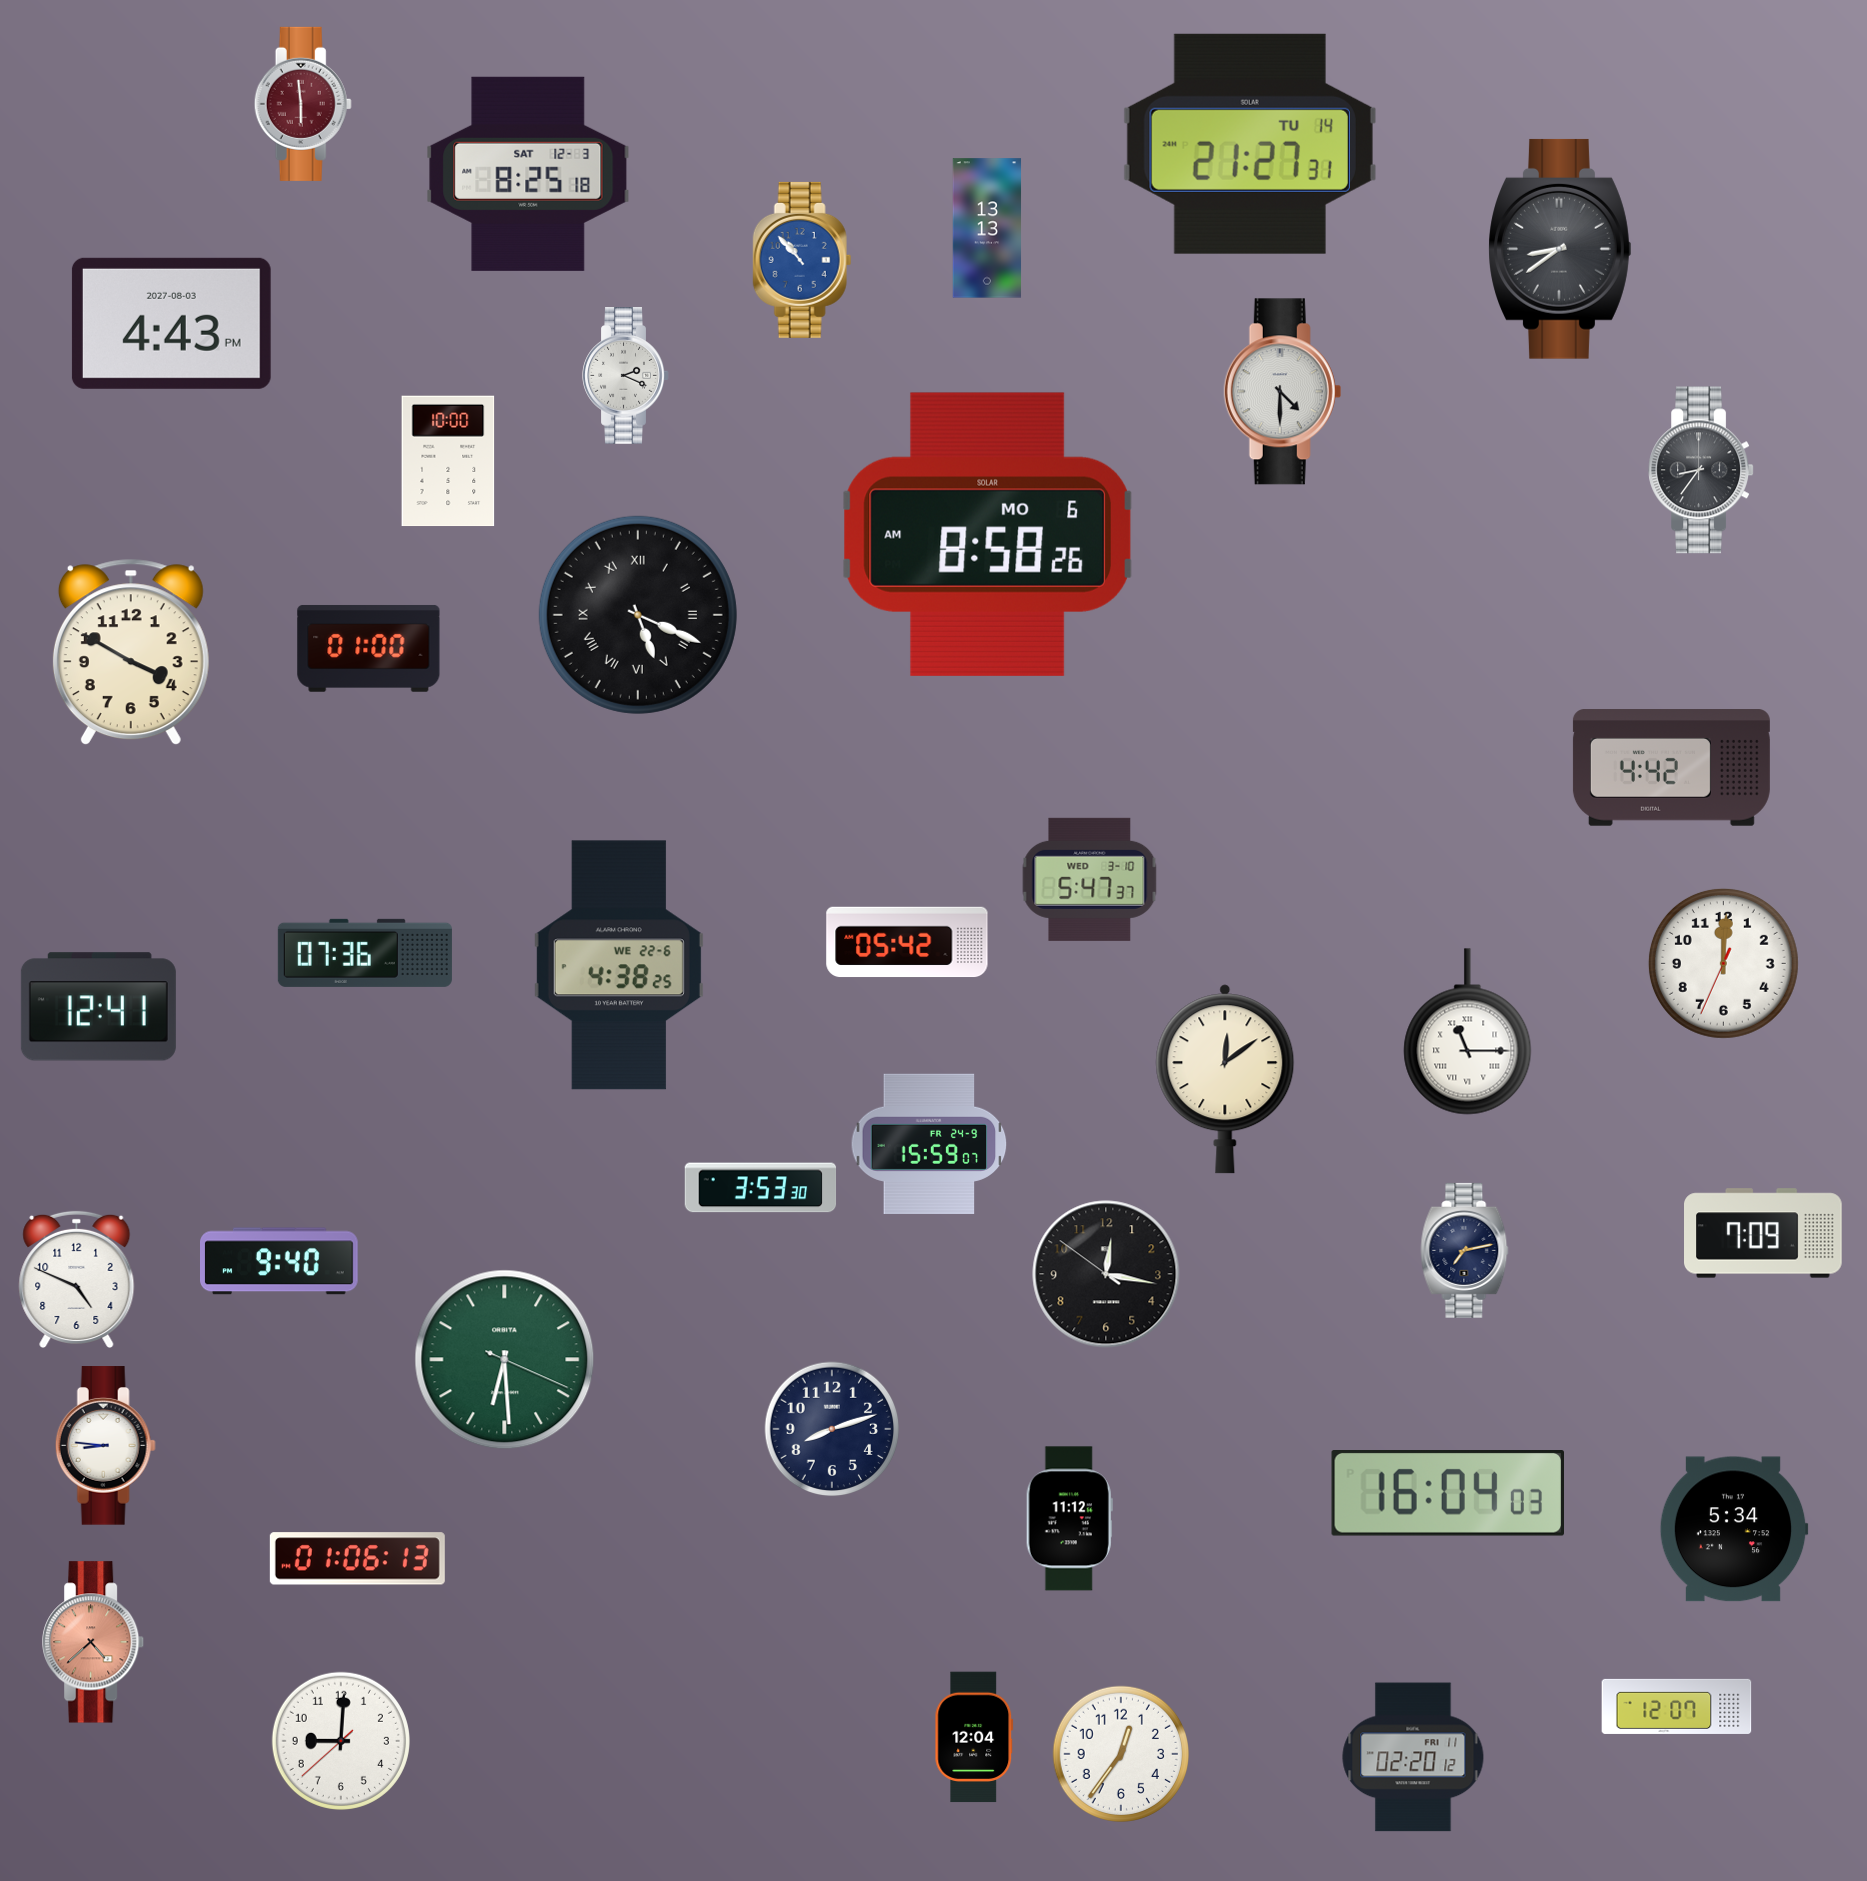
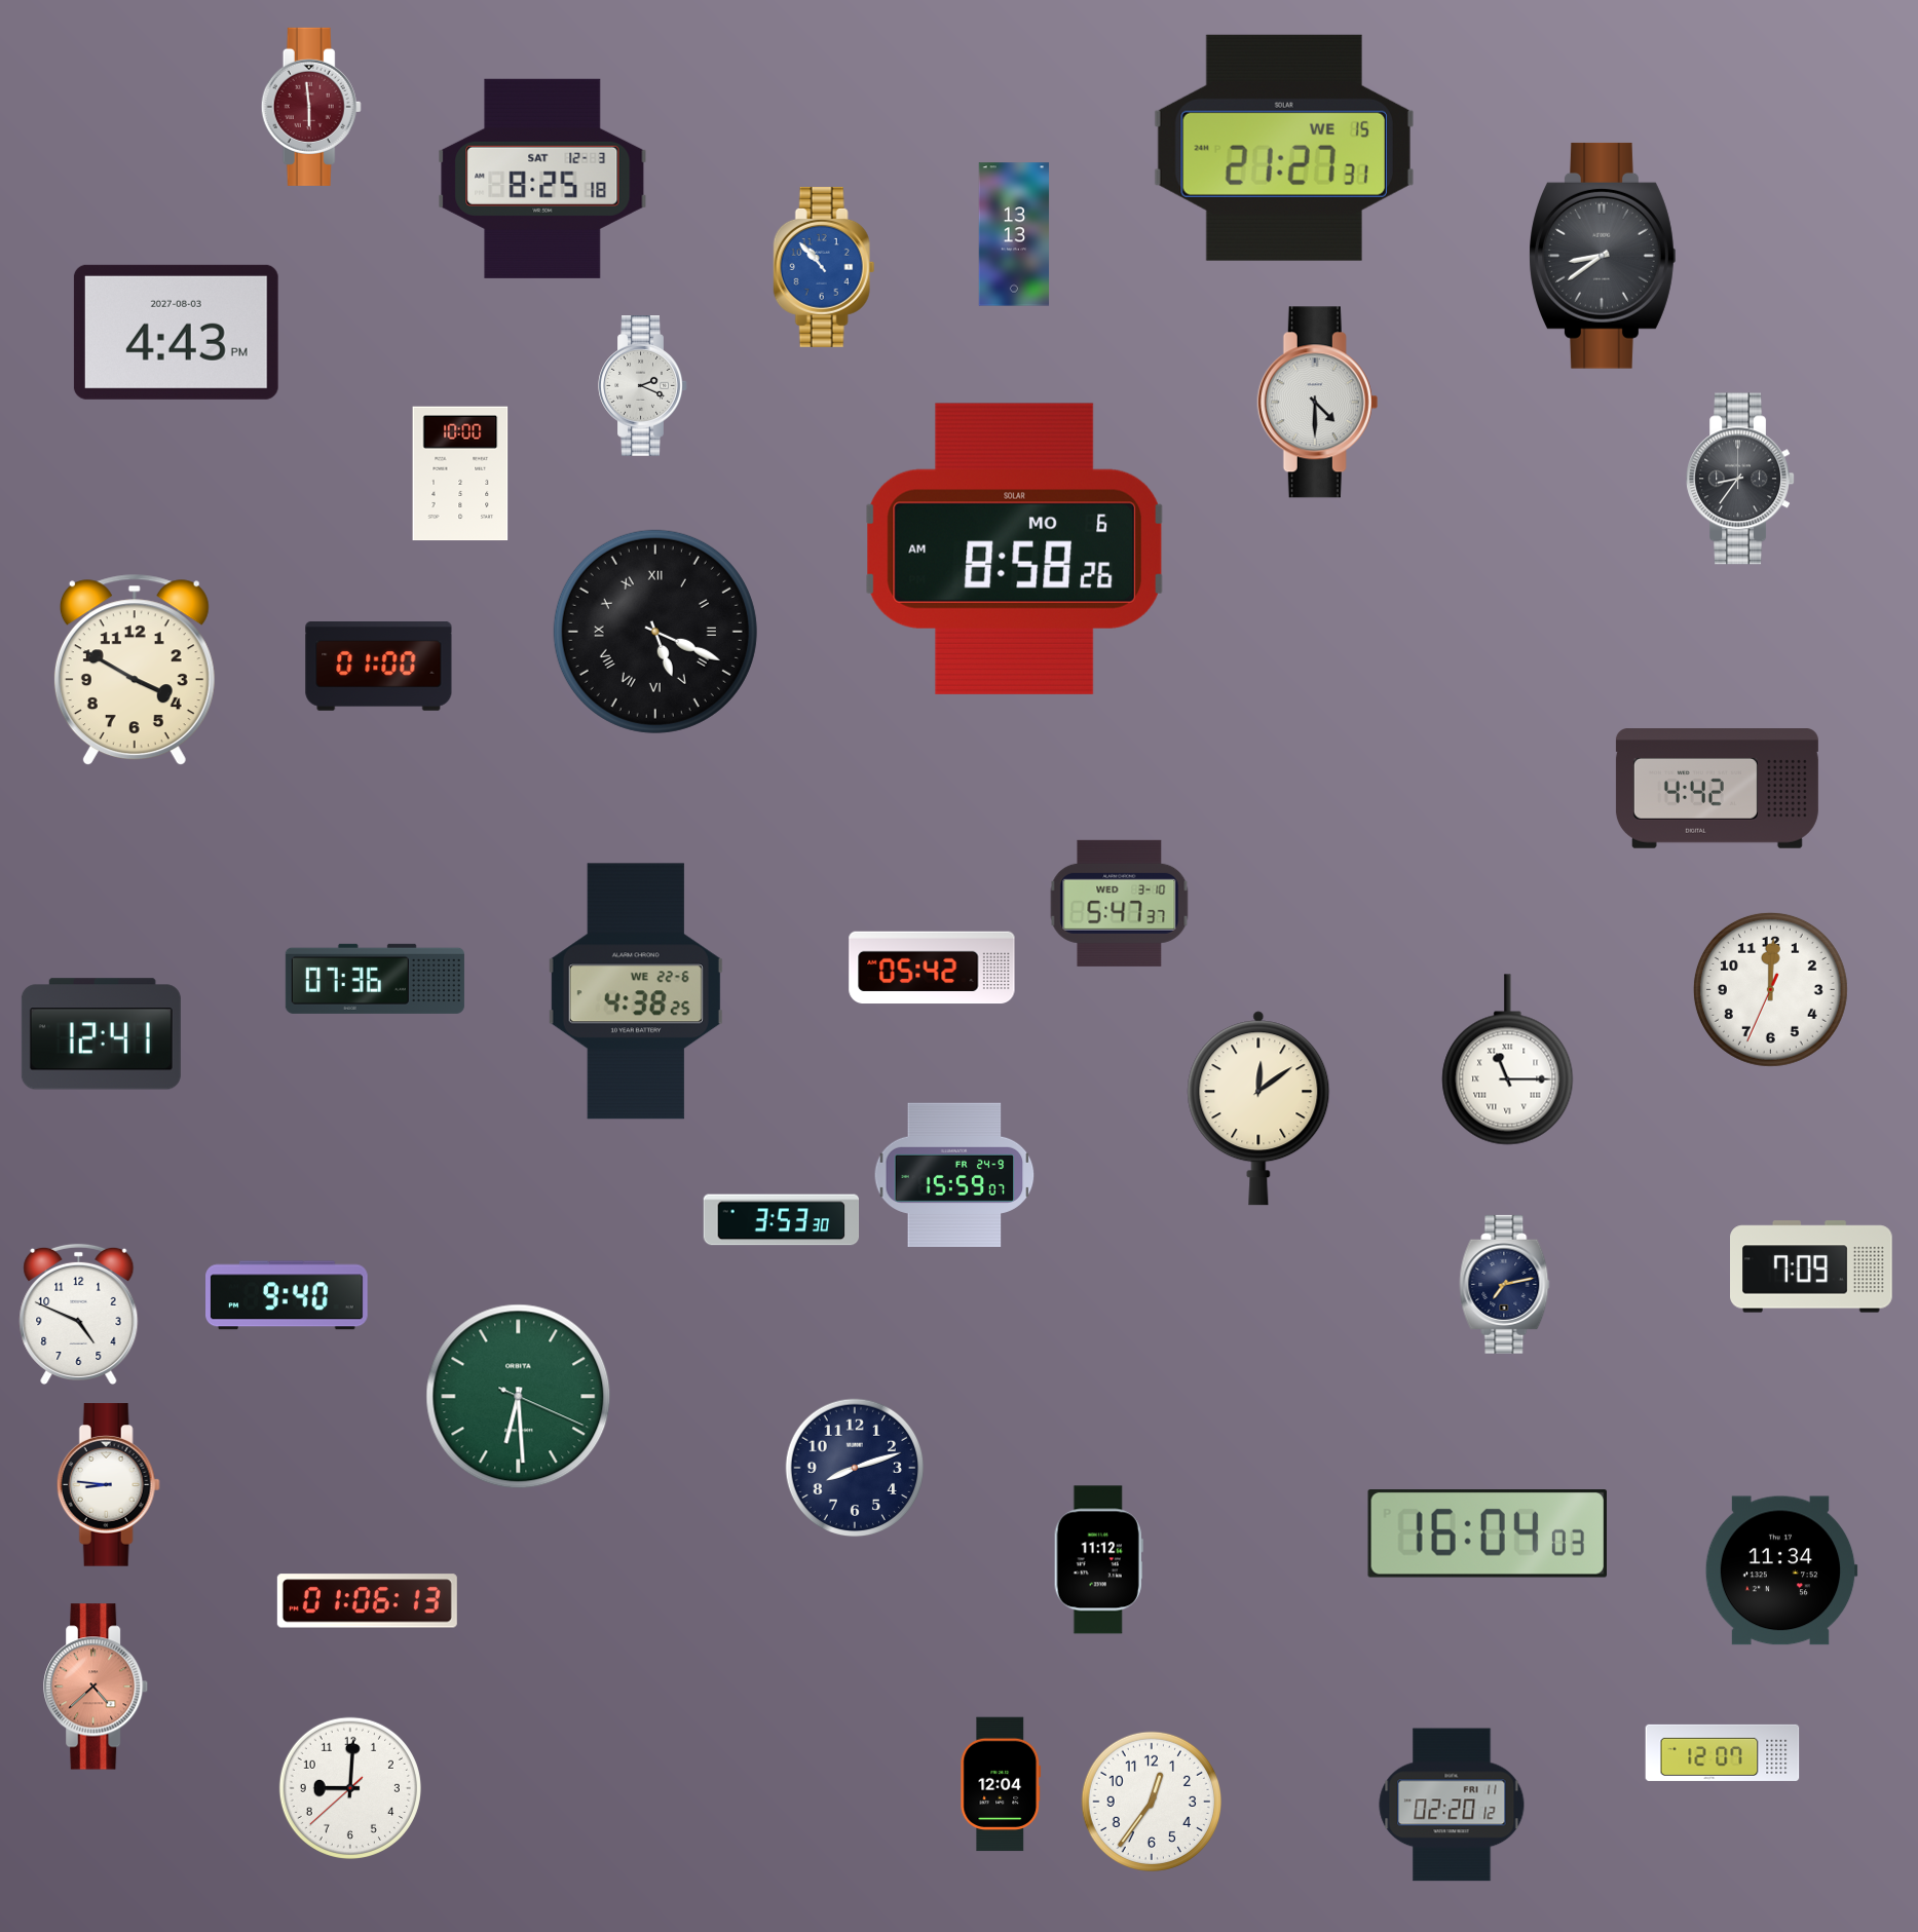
clock at (1250, 144) date: TU 14 -> WE 15
clock at (1701, 470) position: (1701, 470) -> (1740, 479)
clock at (1106, 1274): 12:16 -> none
clock at (1734, 1529): 5:34 -> 11:34
